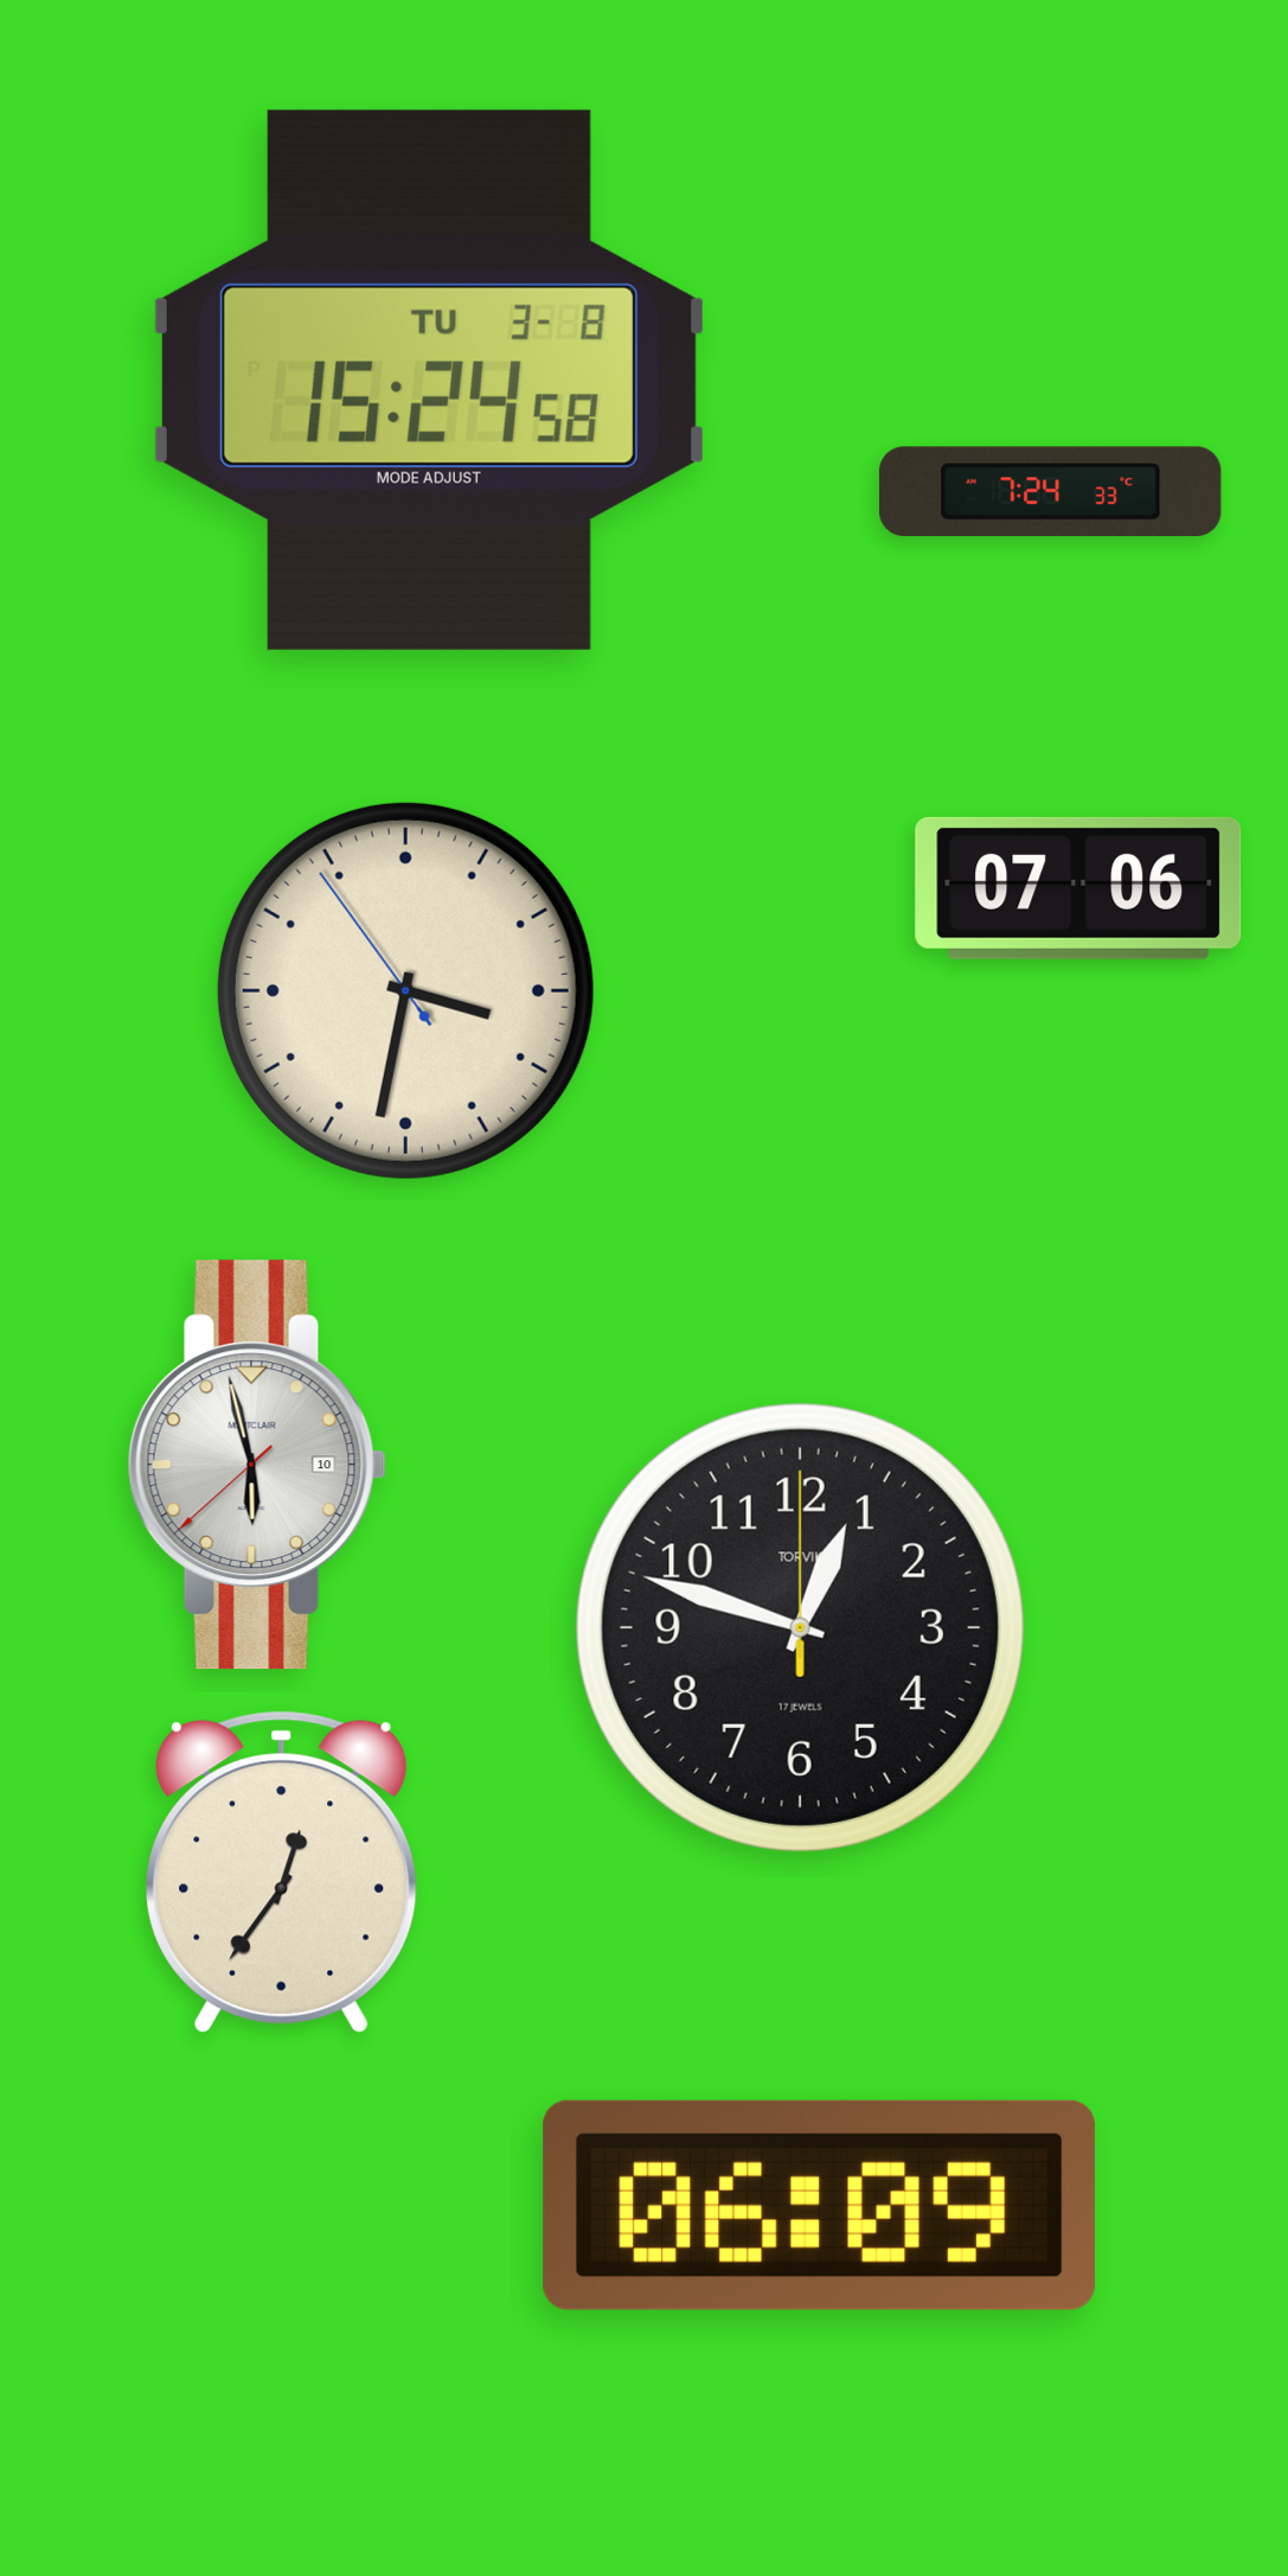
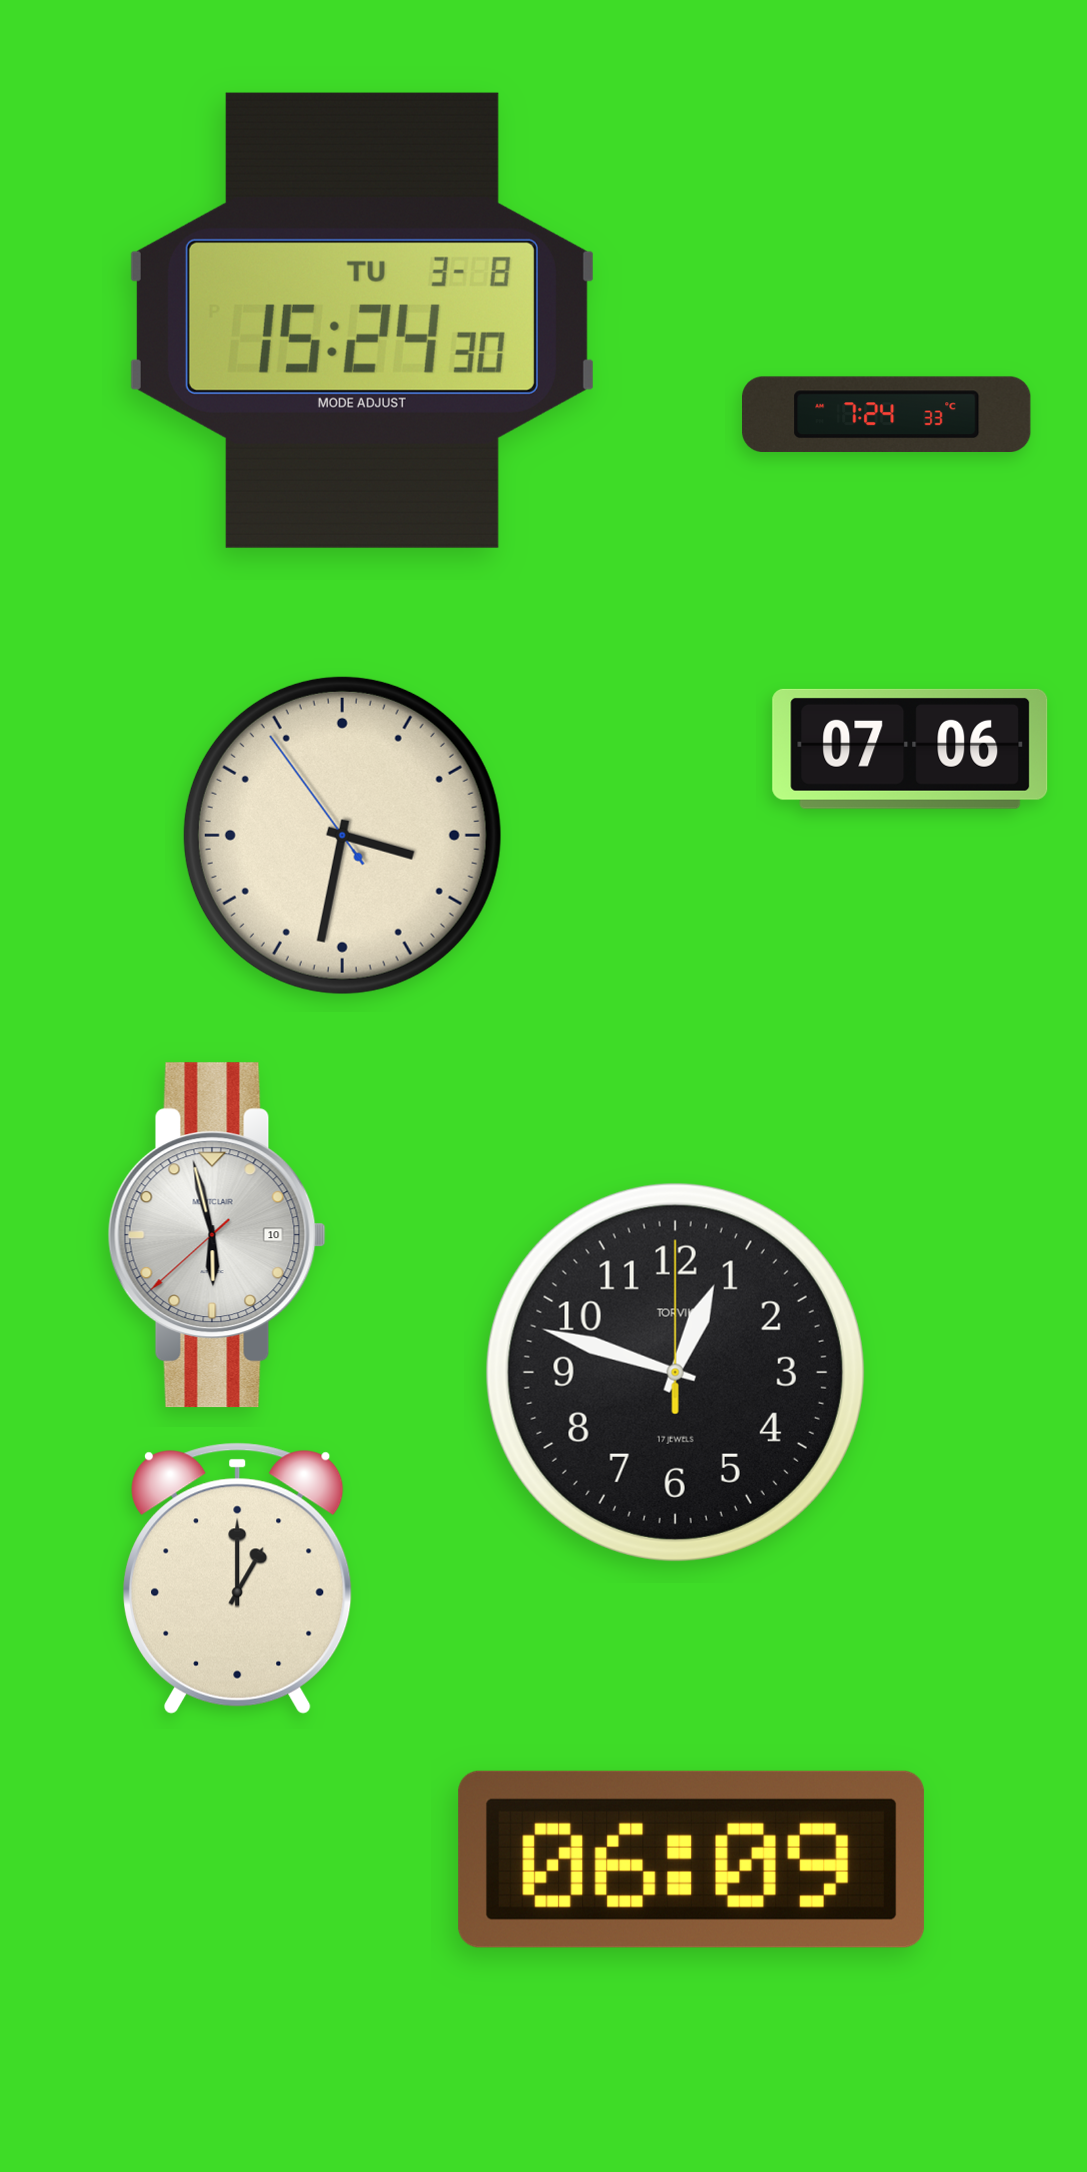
clock at (429, 380): 15:24:58 -> 15:24:30
clock at (282, 1872): 12:36 -> 1:00
